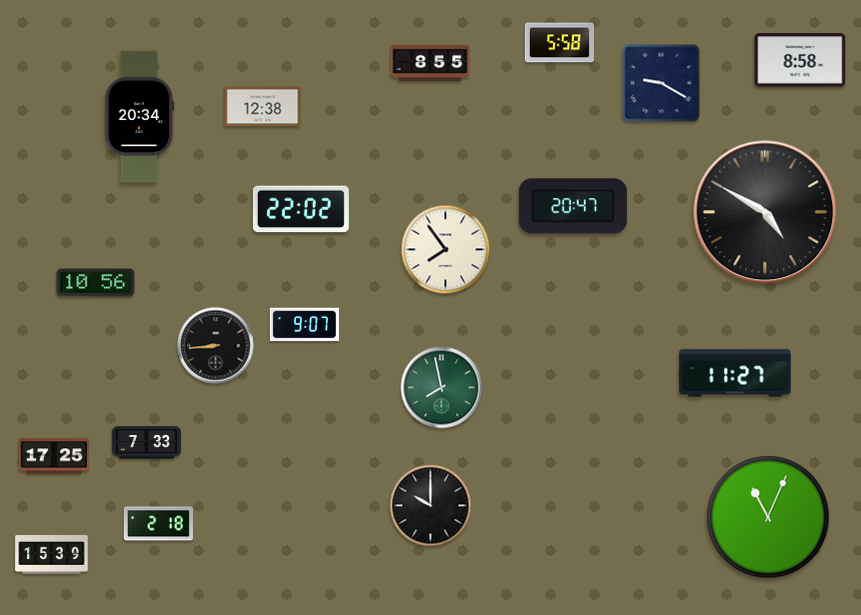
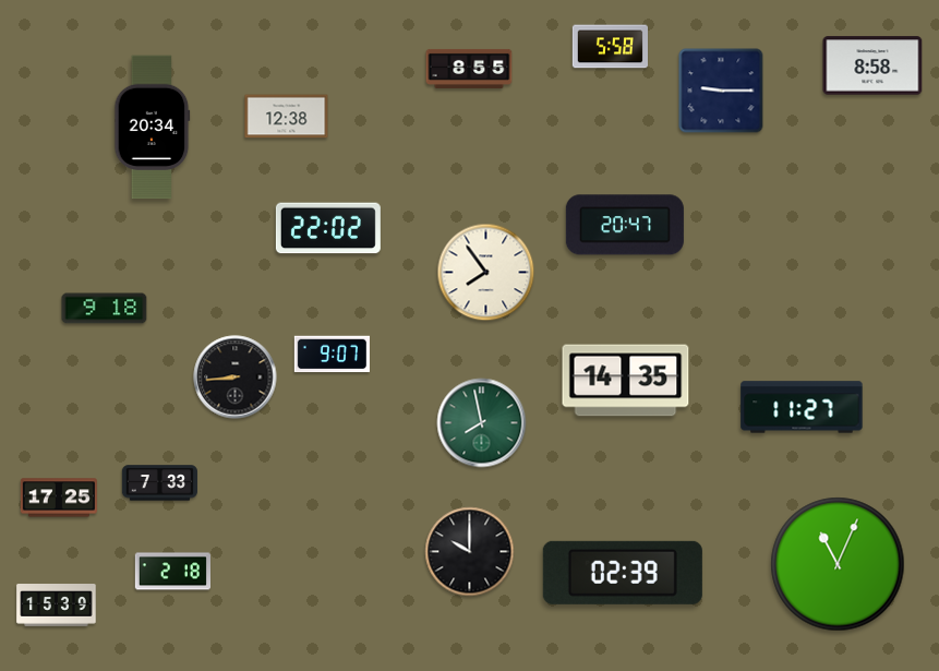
clock at (661, 83): 9:20 -> 9:15
clock at (765, 212): 4:50 -> none
clock at (96, 283): 10:56 -> 9:18
clock at (626, 381): none -> 14:35
clock at (623, 573): none -> 02:39
